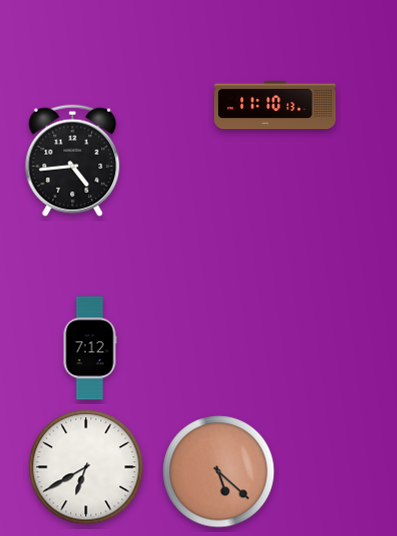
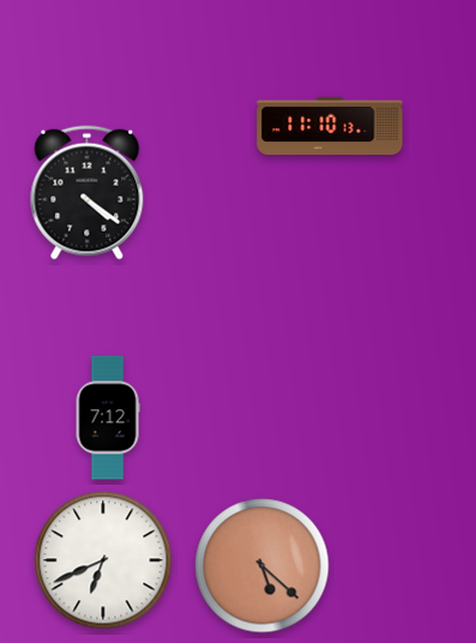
clock at (73, 161): 4:44 -> 4:21
clock at (86, 467): 6:40 -> 6:41
